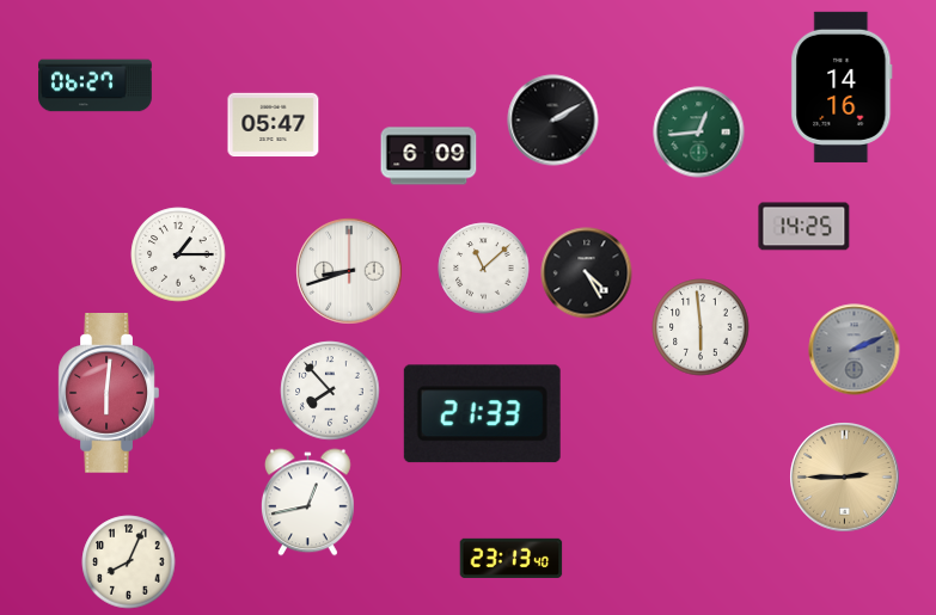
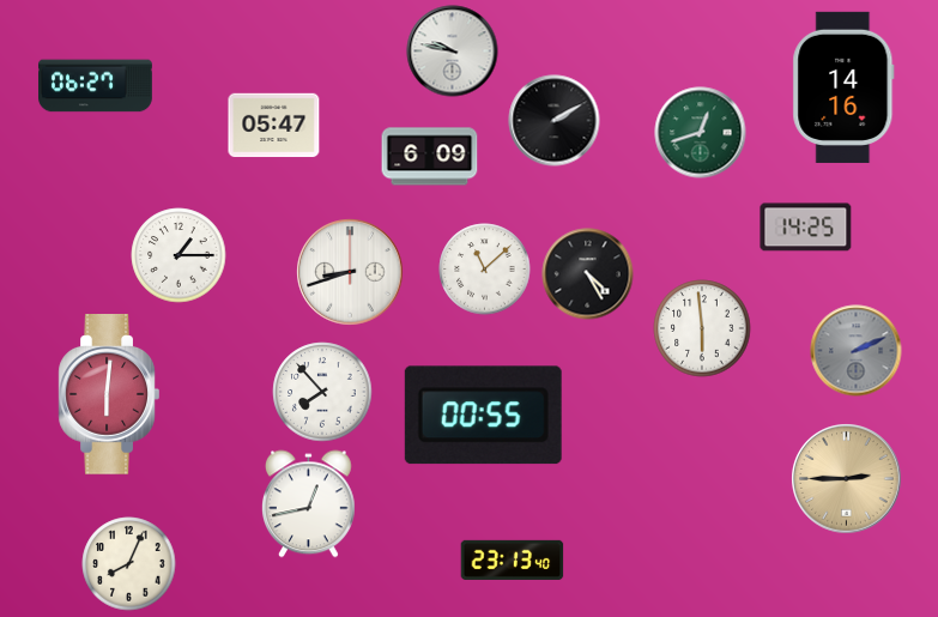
clock at (453, 52): none -> 9:47
clock at (699, 133): 12:44 -> 12:42
clock at (330, 390) position: (330, 390) -> (322, 392)
clock at (482, 414): 21:33 -> 00:55
